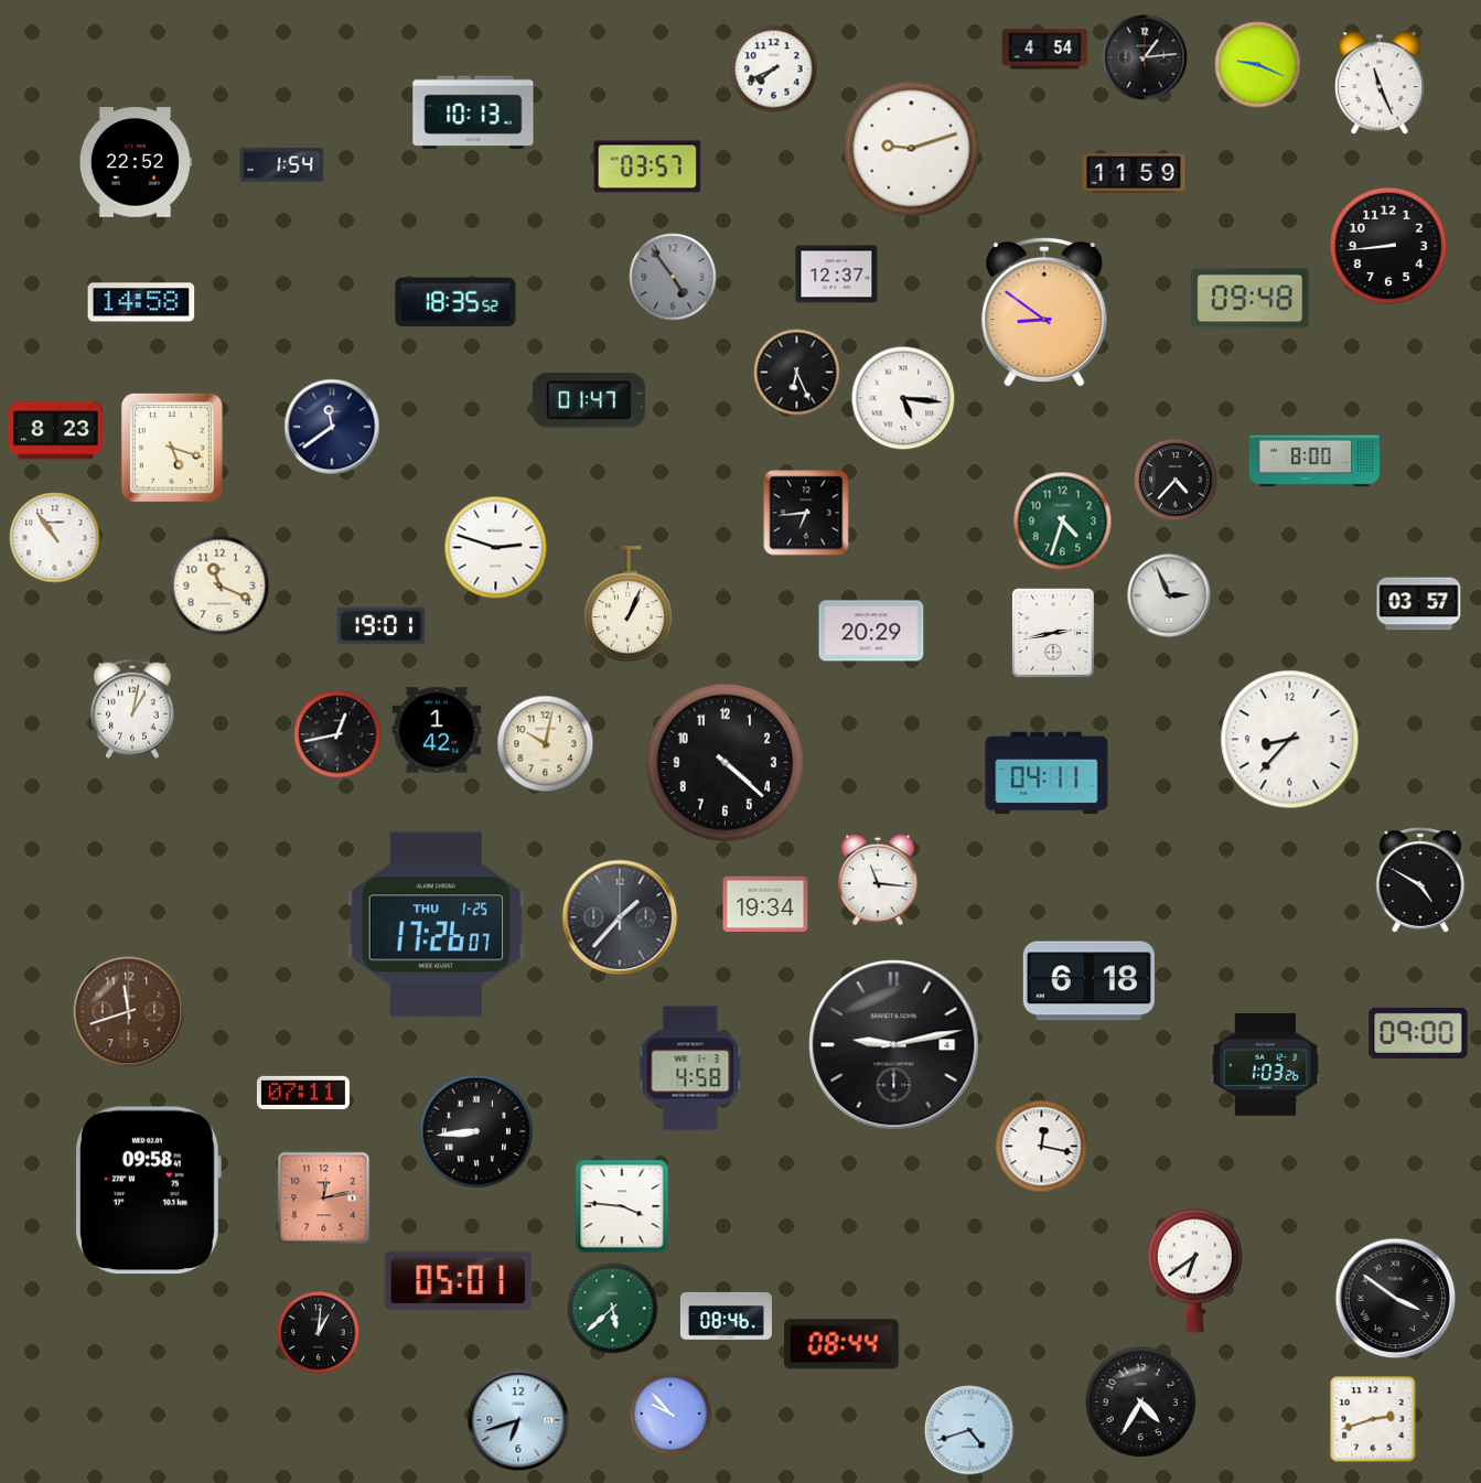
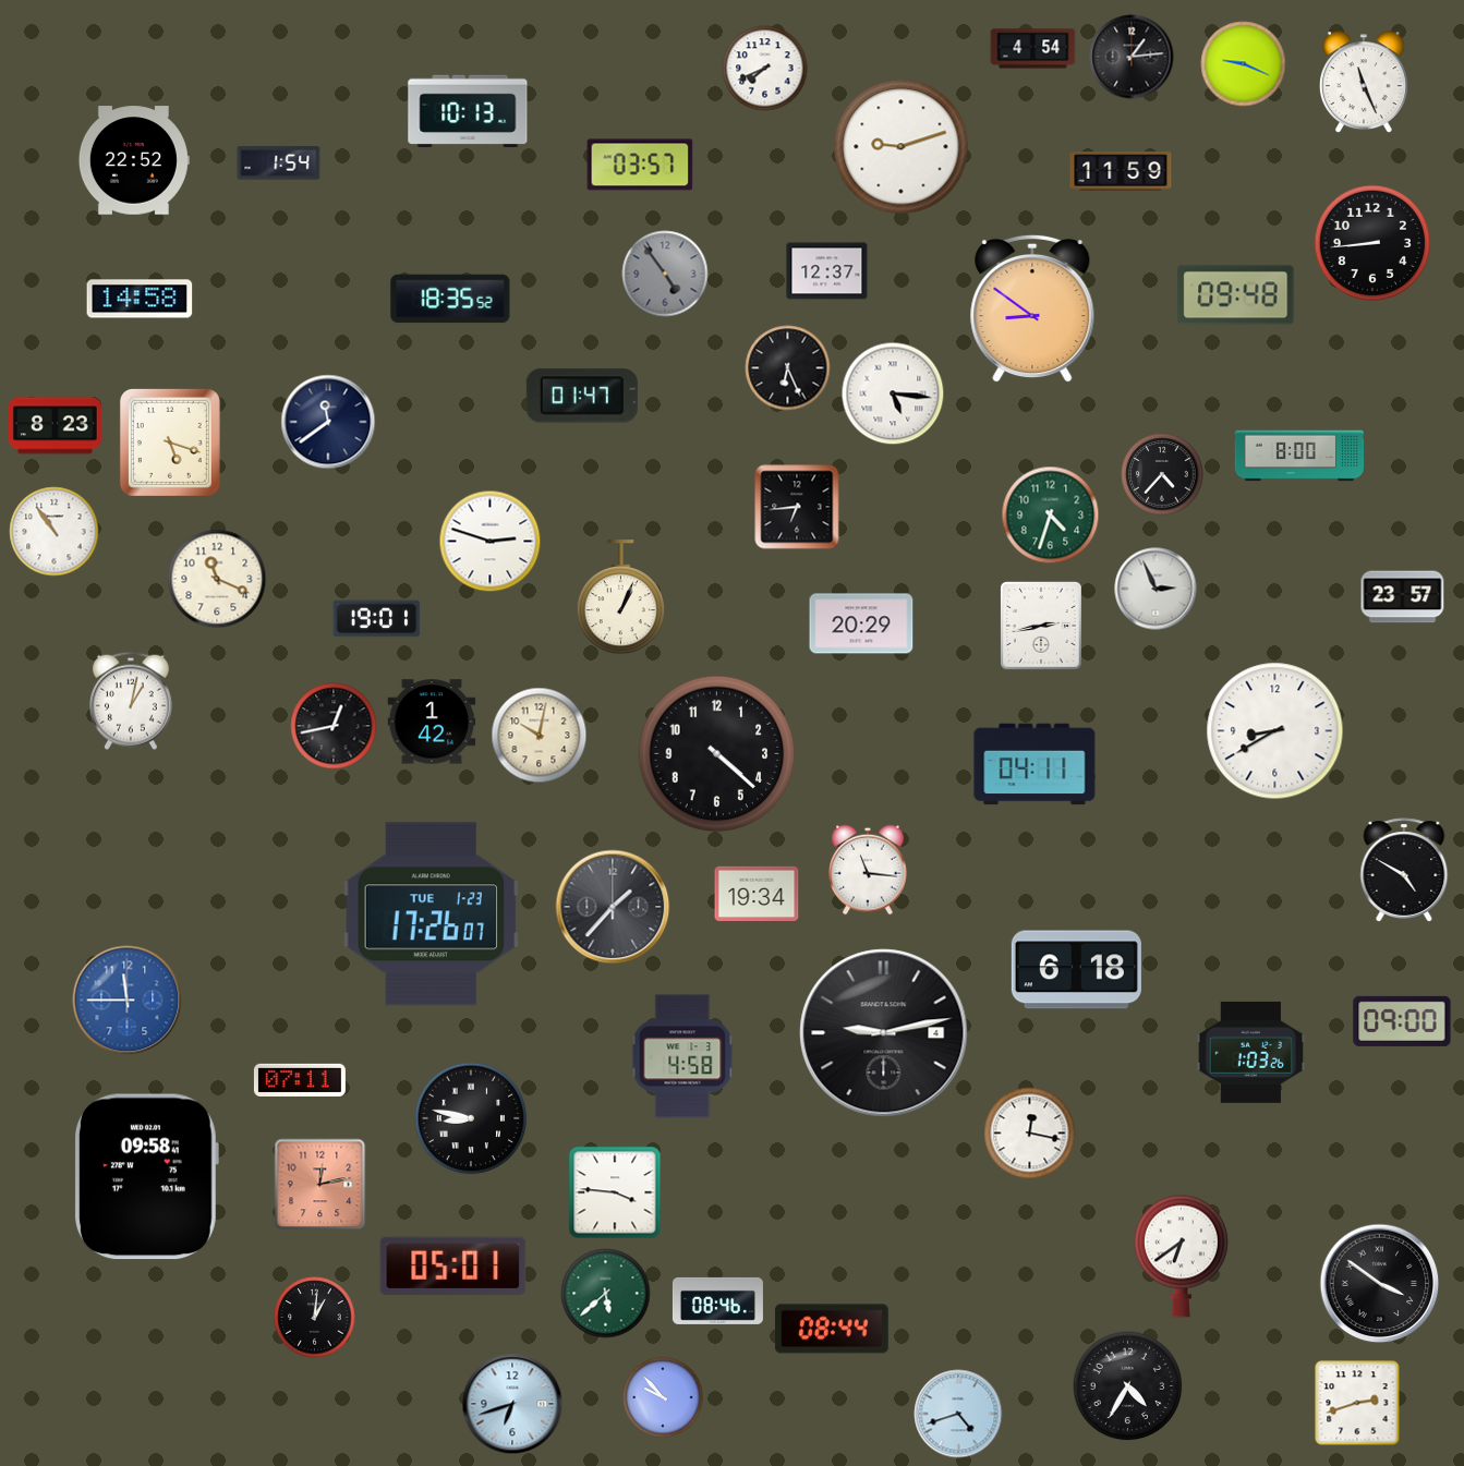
clock at (1419, 604): 03:57 -> 23:57
clock at (1290, 740): 8:37 -> 8:40
clock at (436, 925) date: THU 1-25 -> TUE 1-23
clock at (129, 1012): 11:42 -> 11:45
clock at (129, 1012) dial: brown -> blue
clock at (476, 1131): 8:44 -> 8:47
